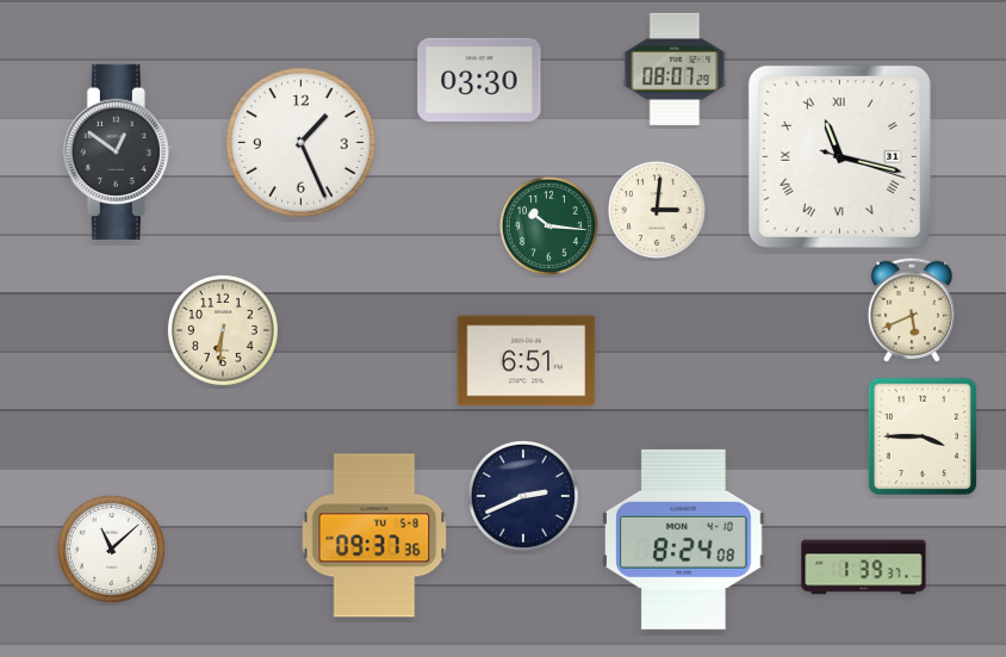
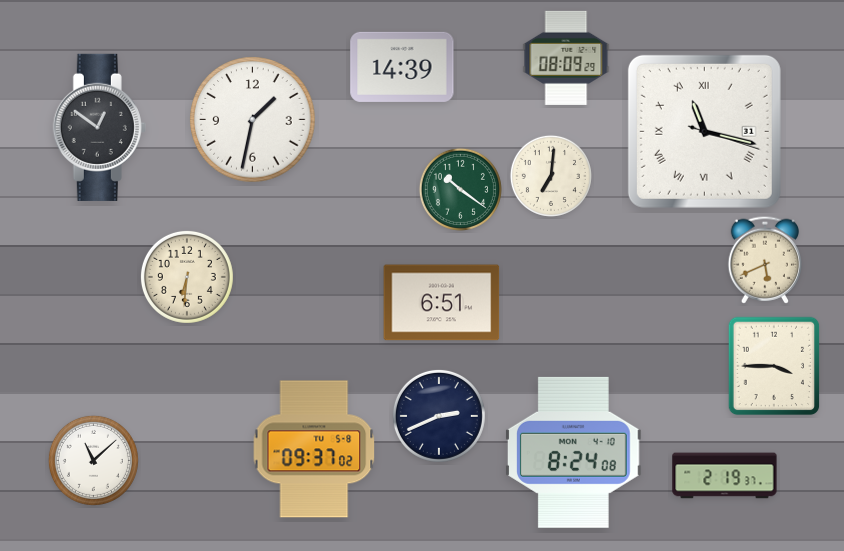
clock at (675, 69): 08:07 -> 08:09
clock at (479, 80): 03:30 -> 14:39
clock at (302, 143): 1:26 -> 1:32
clock at (657, 210): 3:01 -> 7:01
clock at (548, 225): 10:16 -> 10:21
clock at (374, 535): 09:37:36 -> 09:37:02
clock at (864, 568): 1:39 -> 2:19
